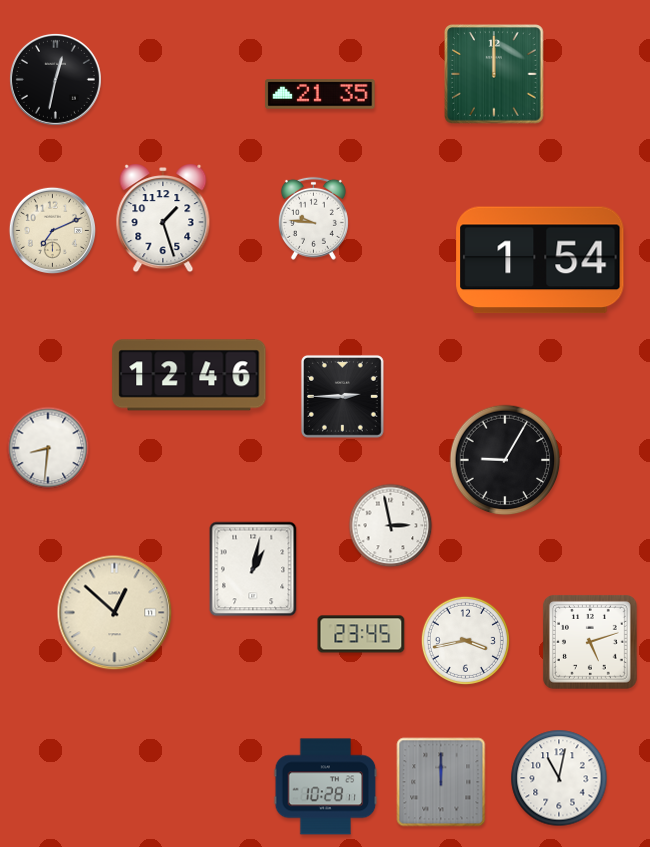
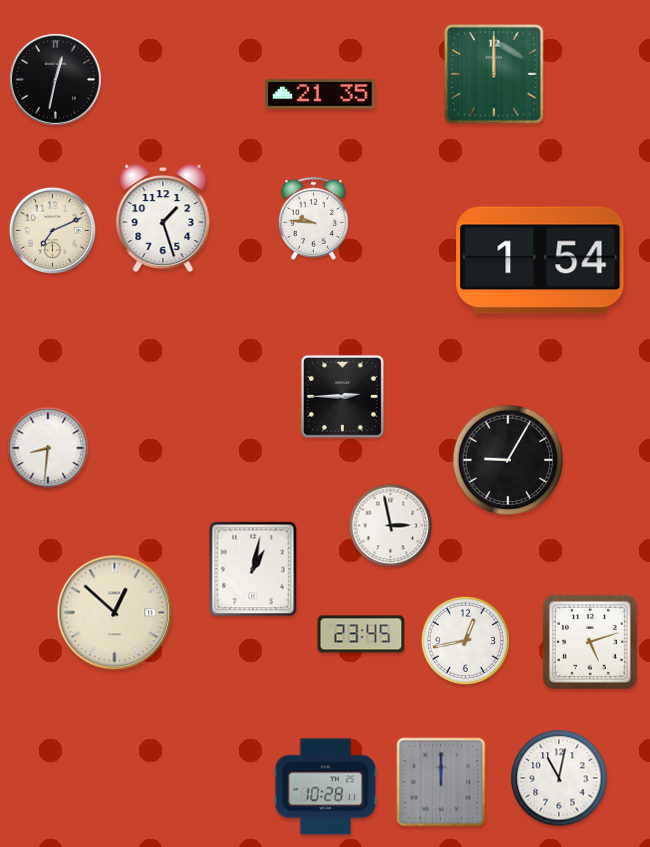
clock at (189, 375): 12:46 -> none
clock at (505, 460) position: (505, 460) -> (508, 460)
clock at (465, 640): 3:43 -> 12:43
